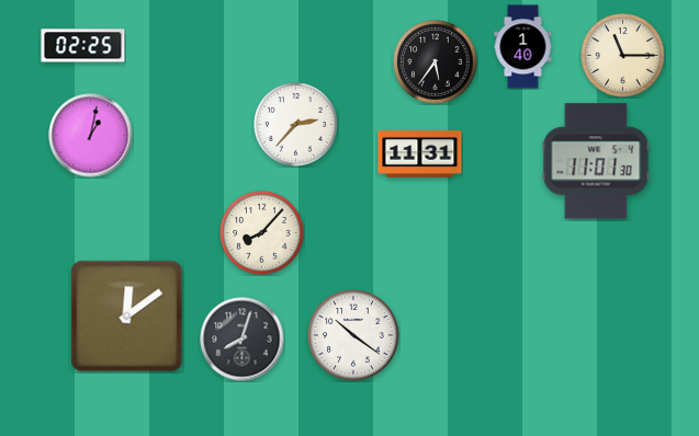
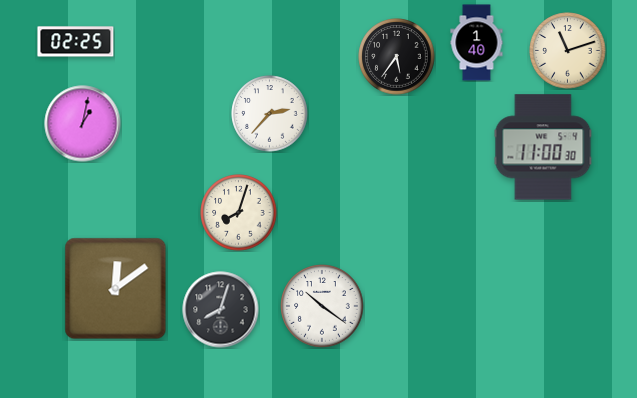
clock at (623, 56): 11:15 -> 11:12
clock at (420, 154): 11:31 -> none
clock at (596, 161): 11:01 -> 11:00
clock at (262, 233): 8:07 -> 8:03
